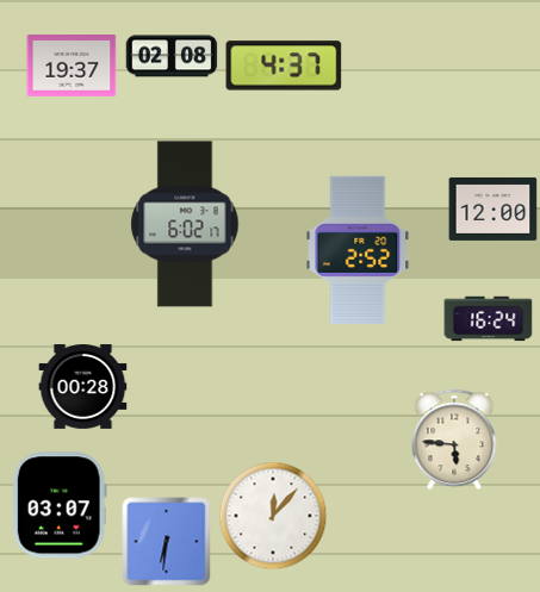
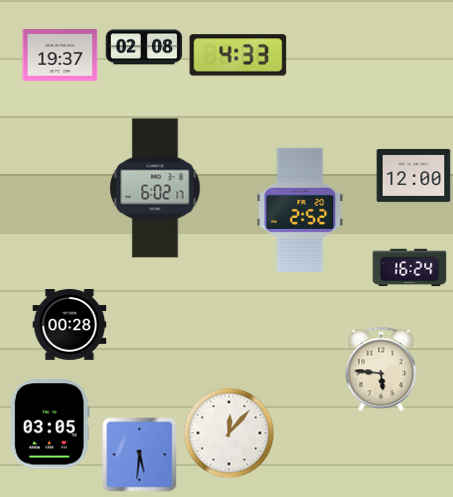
clock at (284, 66): 4:37 -> 4:33
clock at (60, 505): 03:07 -> 03:05
clock at (167, 542): 6:31 -> 5:31
